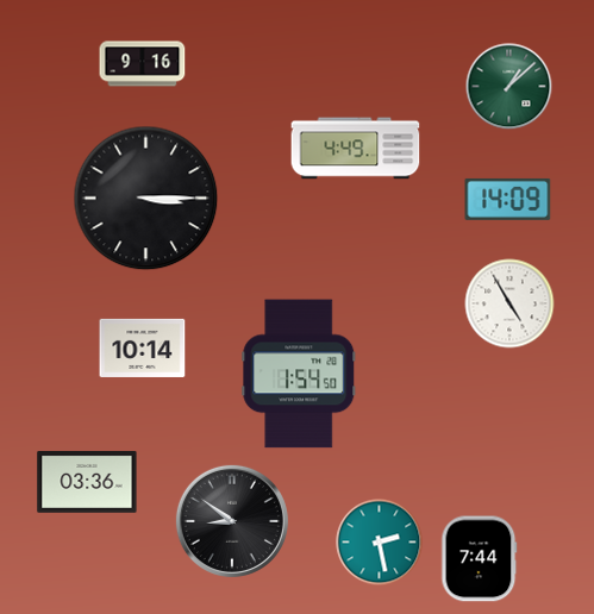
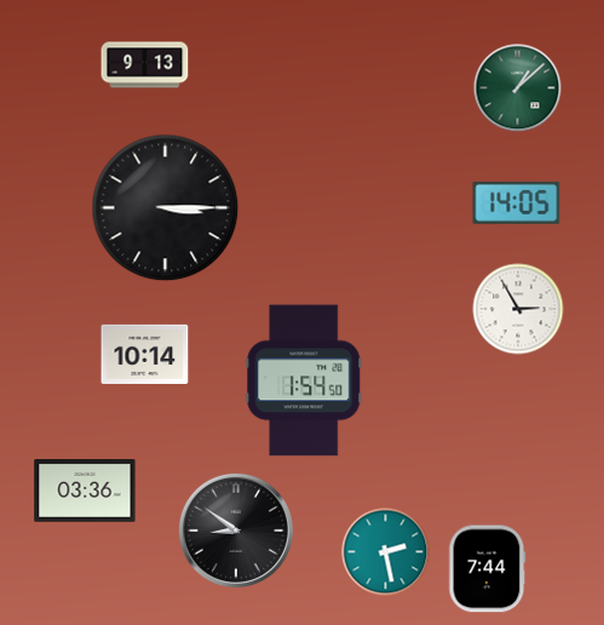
clock at (143, 64): 9:16 -> 9:13
clock at (356, 149): 4:49 -> none
clock at (146, 199) position: (146, 199) -> (166, 208)
clock at (508, 199): 14:09 -> 14:05
clock at (509, 303): 4:55 -> 2:55
clock at (87, 483) position: (87, 483) -> (85, 492)
